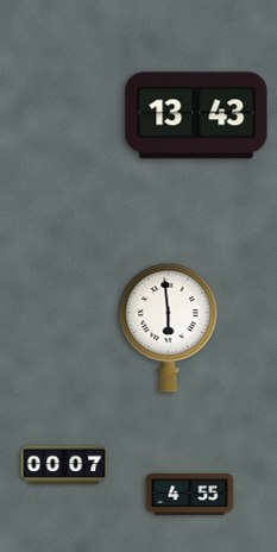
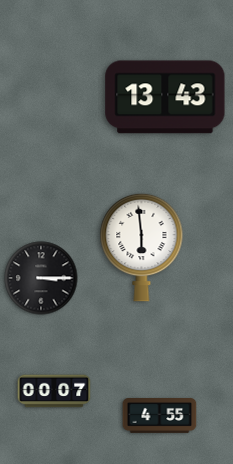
clock at (169, 327) position: (169, 327) -> (142, 247)
clock at (41, 278): none -> 3:15
